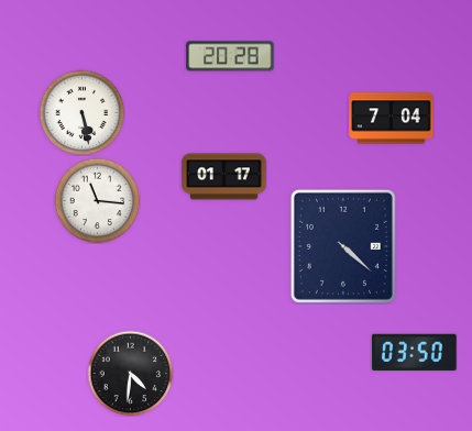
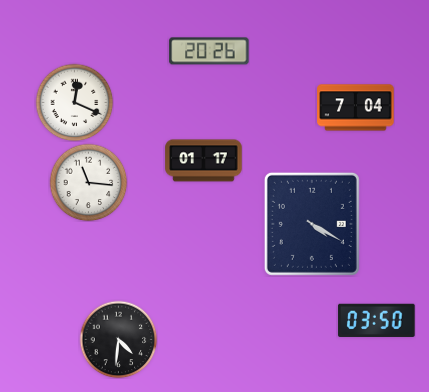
clock at (230, 56): 20:28 -> 20:26
clock at (81, 112): 5:28 -> 12:19
clock at (343, 246): 4:22 -> 4:20
